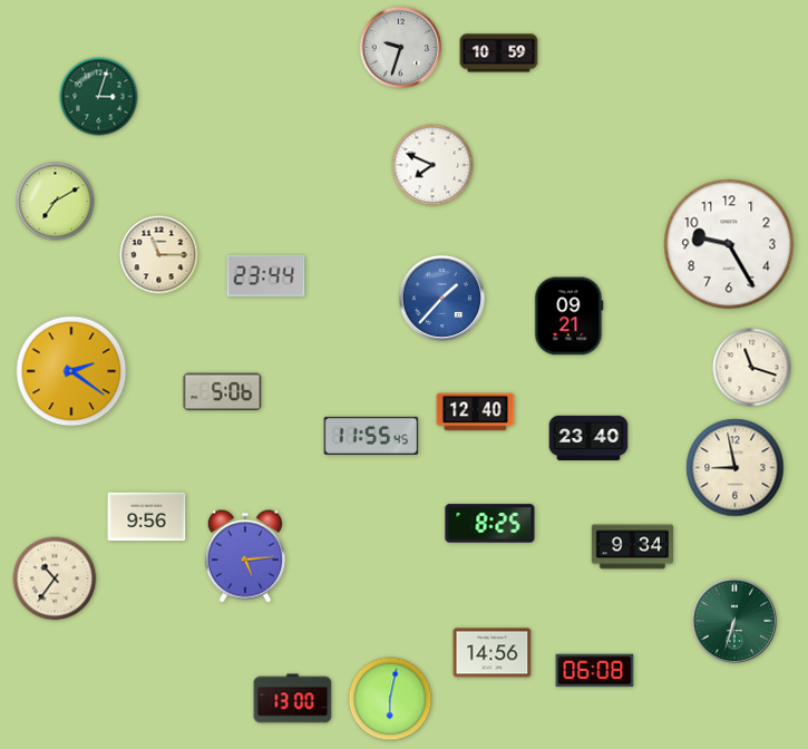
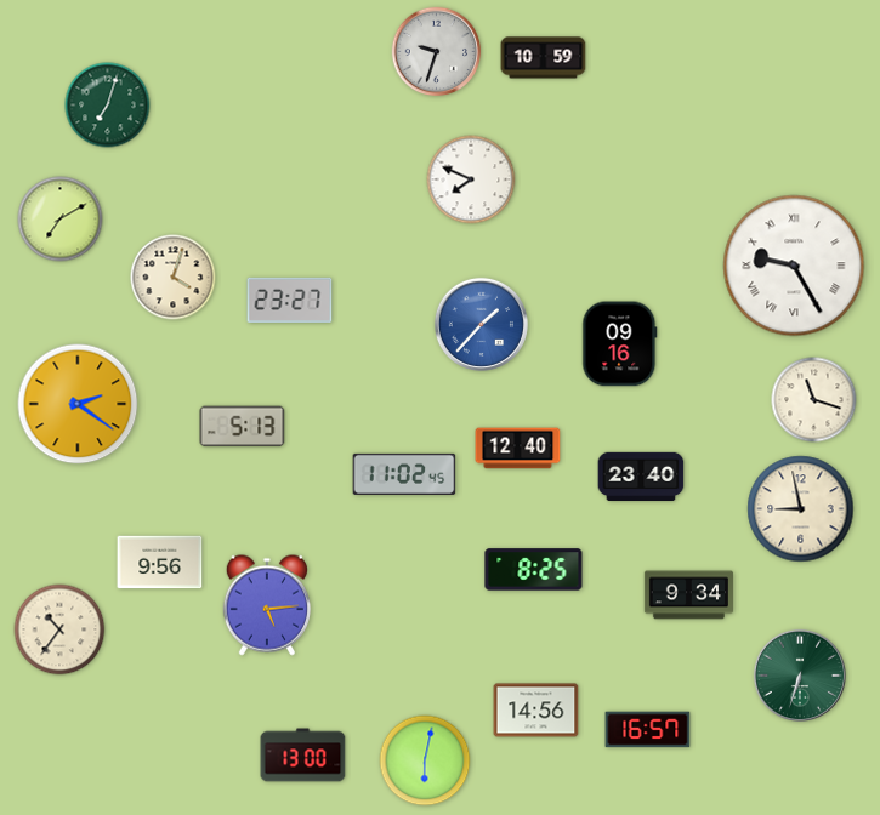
clock at (99, 97): 3:03 -> 7:03
clock at (729, 244) numerals: Arabic -> Roman
clock at (159, 255): 11:15 -> 4:03
clock at (266, 275): 23:44 -> 23:27
clock at (570, 317): 09:21 -> 09:16
clock at (752, 368) position: (752, 368) -> (814, 400)
clock at (223, 392): 5:06 -> 5:13
clock at (371, 436): 11:55 -> 11:02
clock at (595, 671): 06:08 -> 16:57
clock at (293, 699) position: (293, 699) -> (303, 756)
